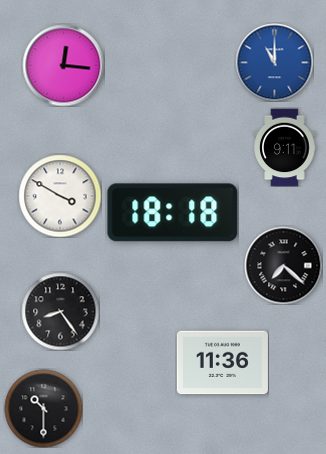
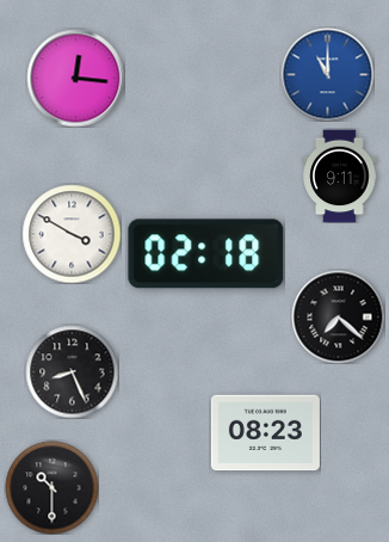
clock at (173, 213): 18:18 -> 02:18
clock at (60, 311): 8:24 -> 8:26
clock at (222, 363): 11:36 -> 08:23
